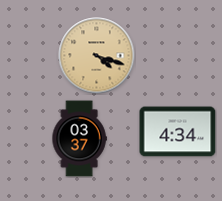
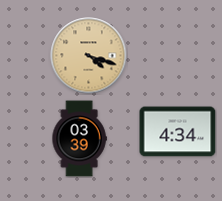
clock at (97, 56) position: (97, 56) -> (89, 56)
clock at (79, 139): 03:37 -> 03:39
